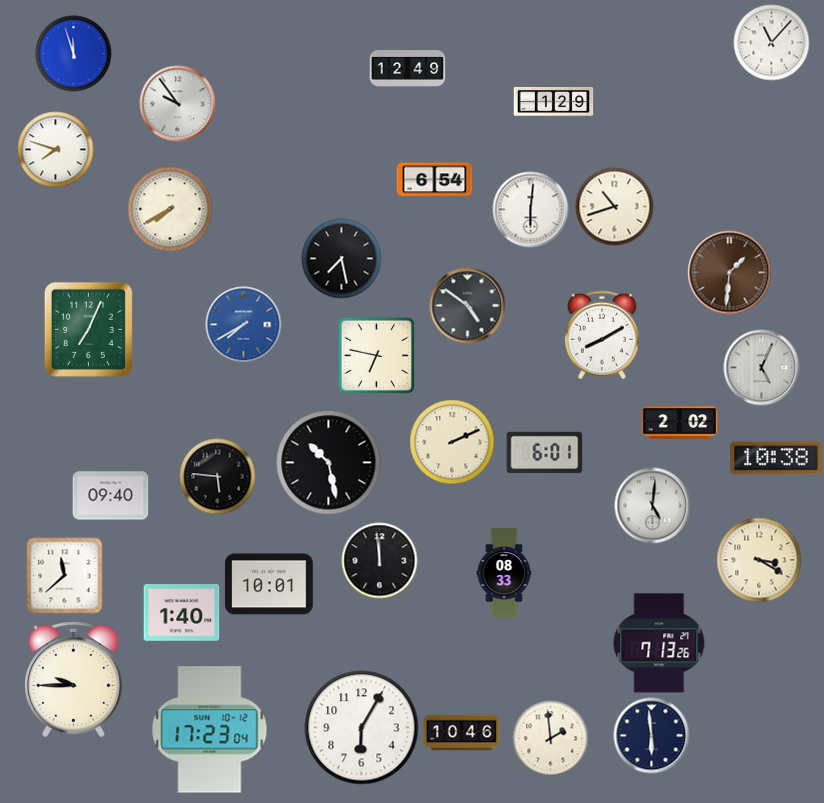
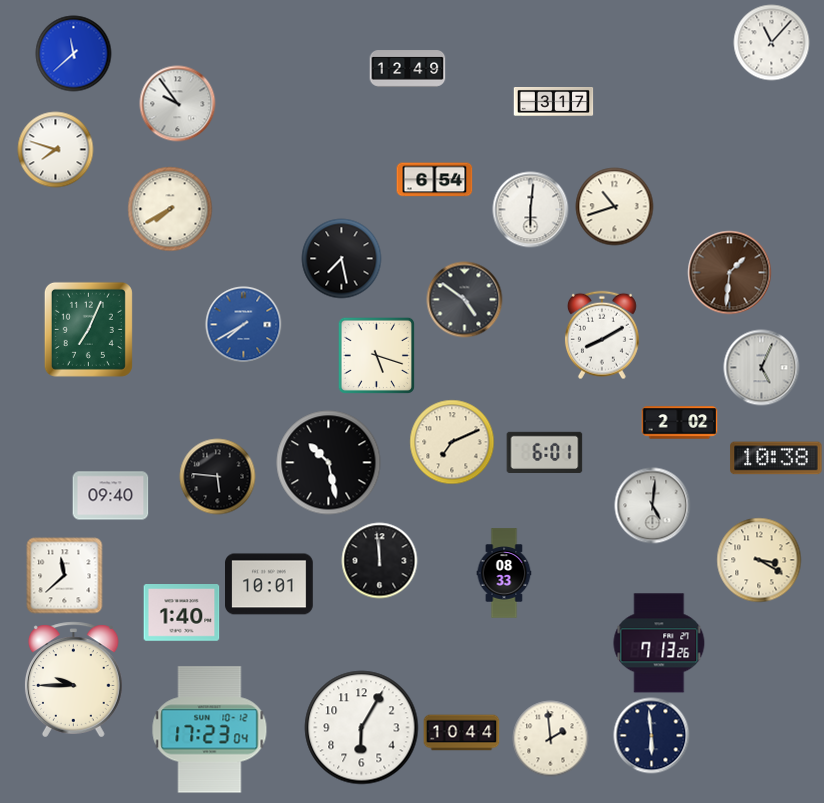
clock at (74, 54): 11:57 -> 11:38
clock at (554, 102): 1:29 -> 3:17
clock at (468, 306) position: (468, 306) -> (465, 300)
clock at (376, 355): 6:47 -> 5:18
clock at (452, 442): 2:11 -> 7:11
clock at (462, 733): 10:46 -> 10:44
